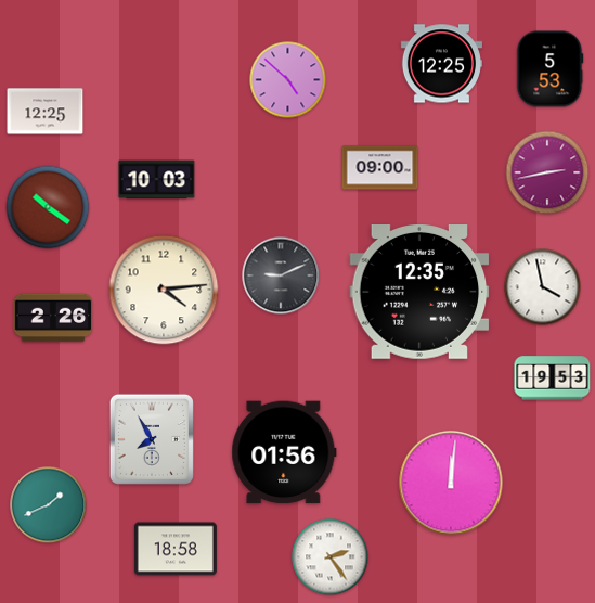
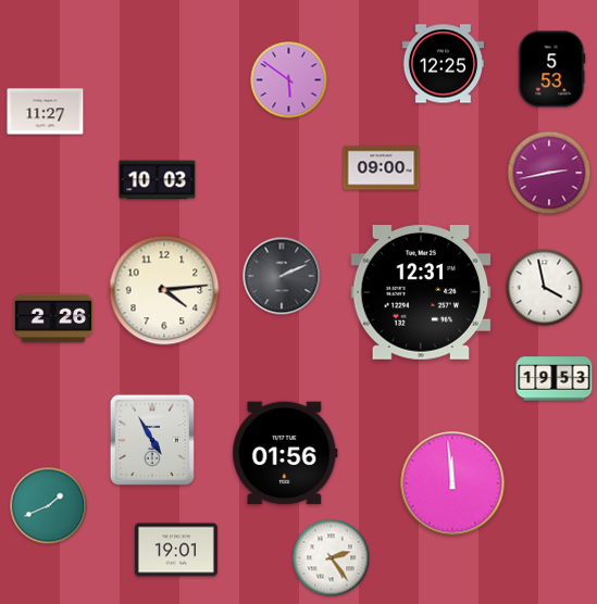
clock at (288, 80): 4:52 -> 5:51
clock at (46, 112): 12:25 -> 11:27
clock at (48, 207): 10:21 -> none
clock at (281, 275): 9:11 -> 2:11
clock at (419, 293): 12:35 -> 12:31
clock at (152, 439): 7:55 -> 4:55
clock at (451, 483): 12:01 -> 11:59
clock at (176, 549): 18:58 -> 19:01
